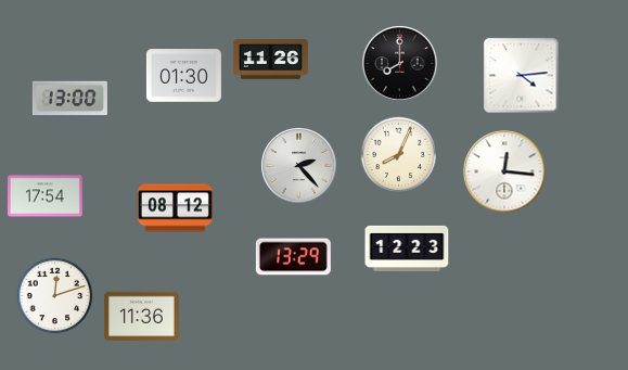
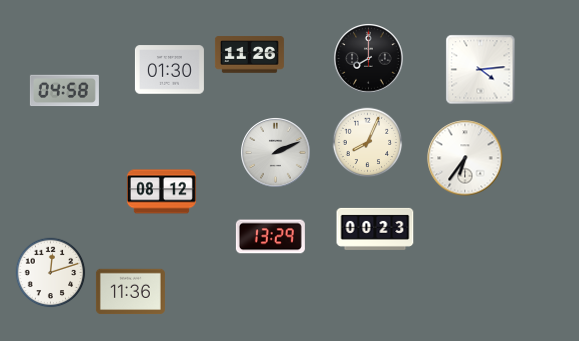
clock at (69, 99): 13:00 -> 04:58
clock at (299, 166): 2:23 -> 2:11
clock at (504, 171): 12:16 -> 6:36
clock at (44, 196): 17:54 -> none
clock at (407, 248): 12:23 -> 00:23
